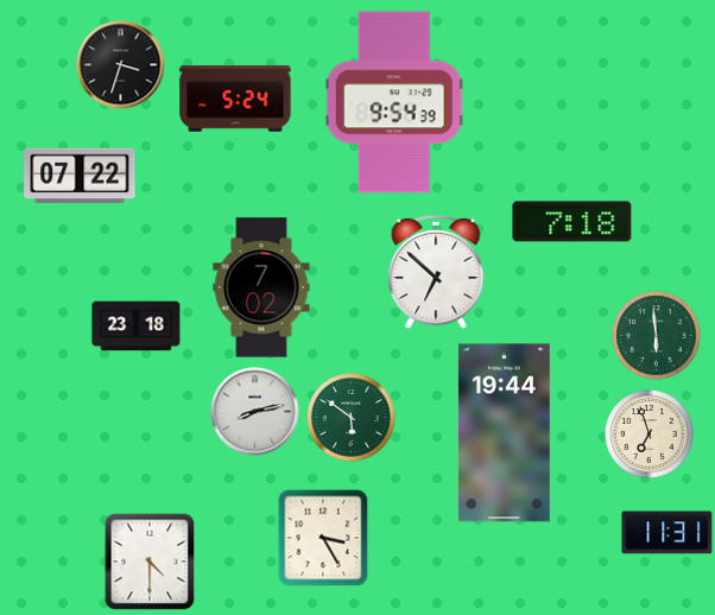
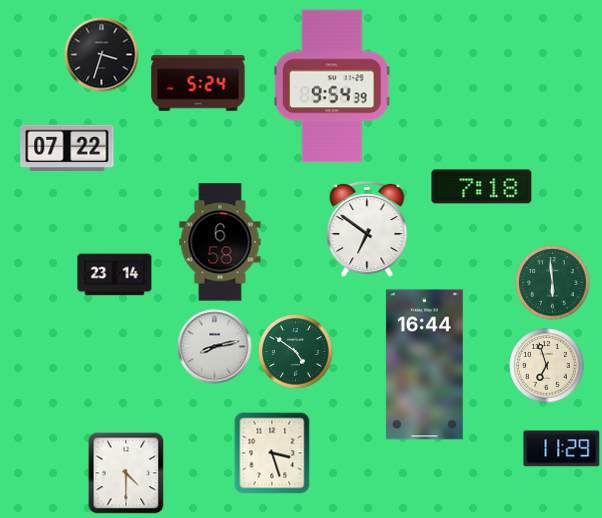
clock at (436, 272): 6:52 -> 6:51
clock at (261, 287): 7:02 -> 6:58
clock at (137, 326): 23:18 -> 23:14
clock at (352, 418): 5:51 -> 4:51
clock at (504, 433): 19:44 -> 16:44
clock at (667, 533): 11:31 -> 11:29
clock at (323, 538): 3:25 -> 3:27
